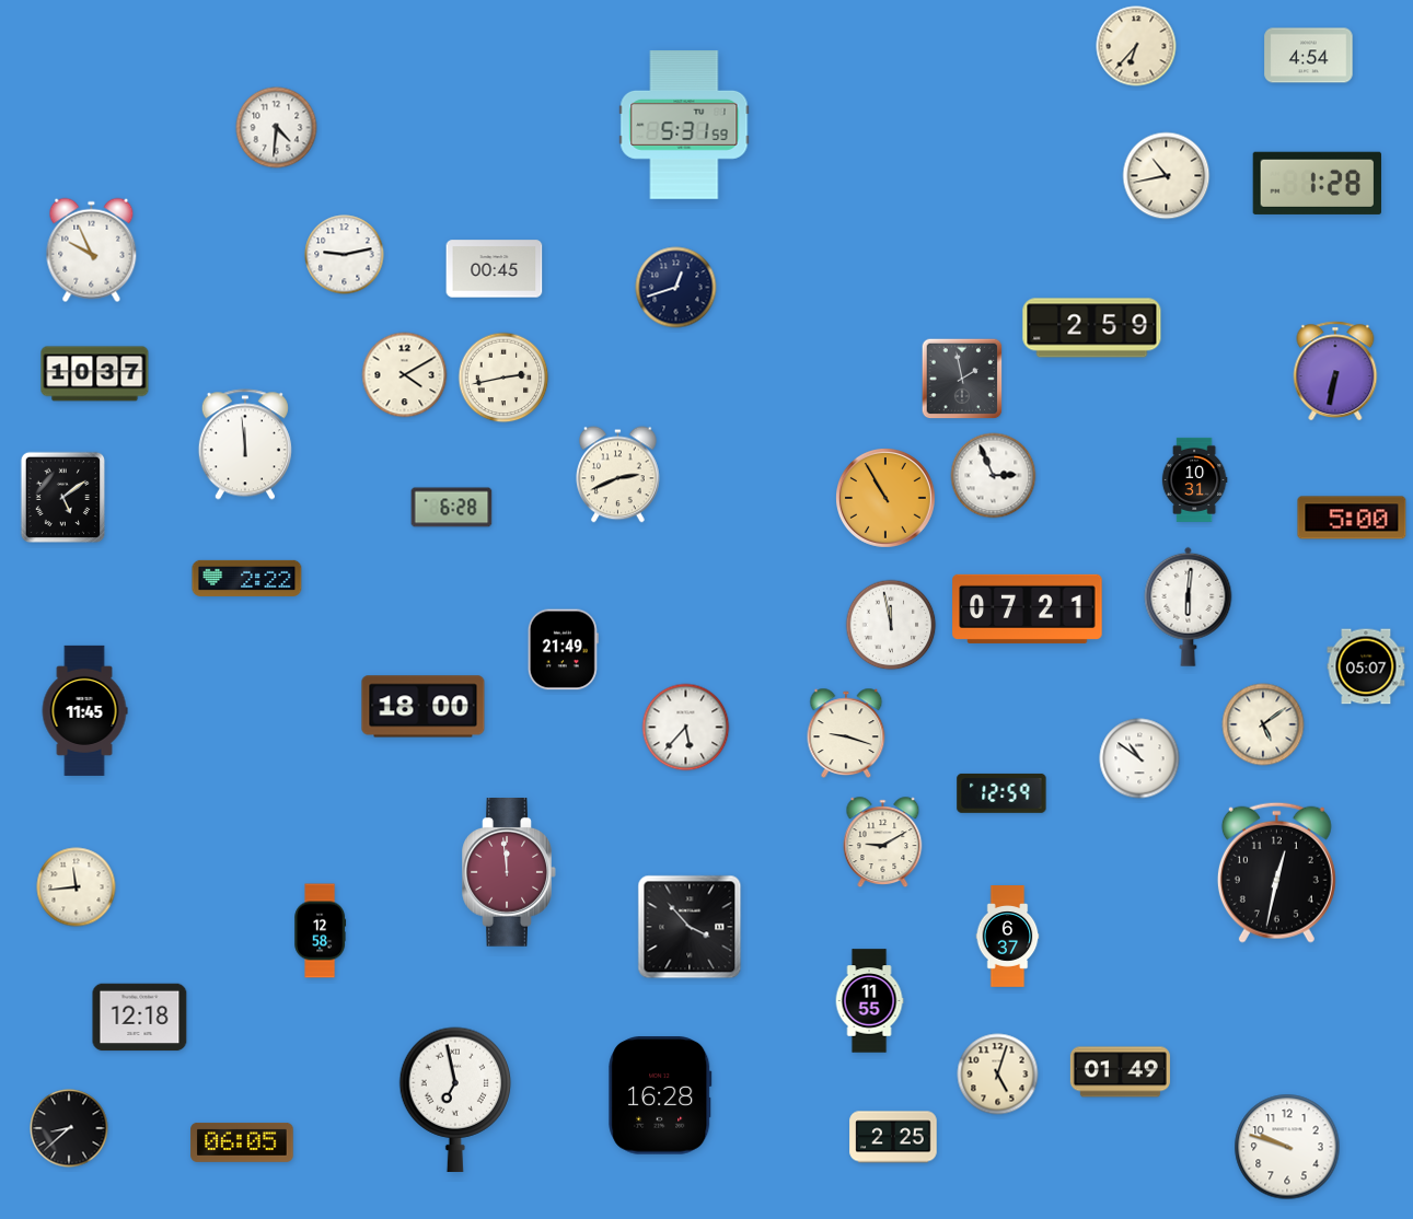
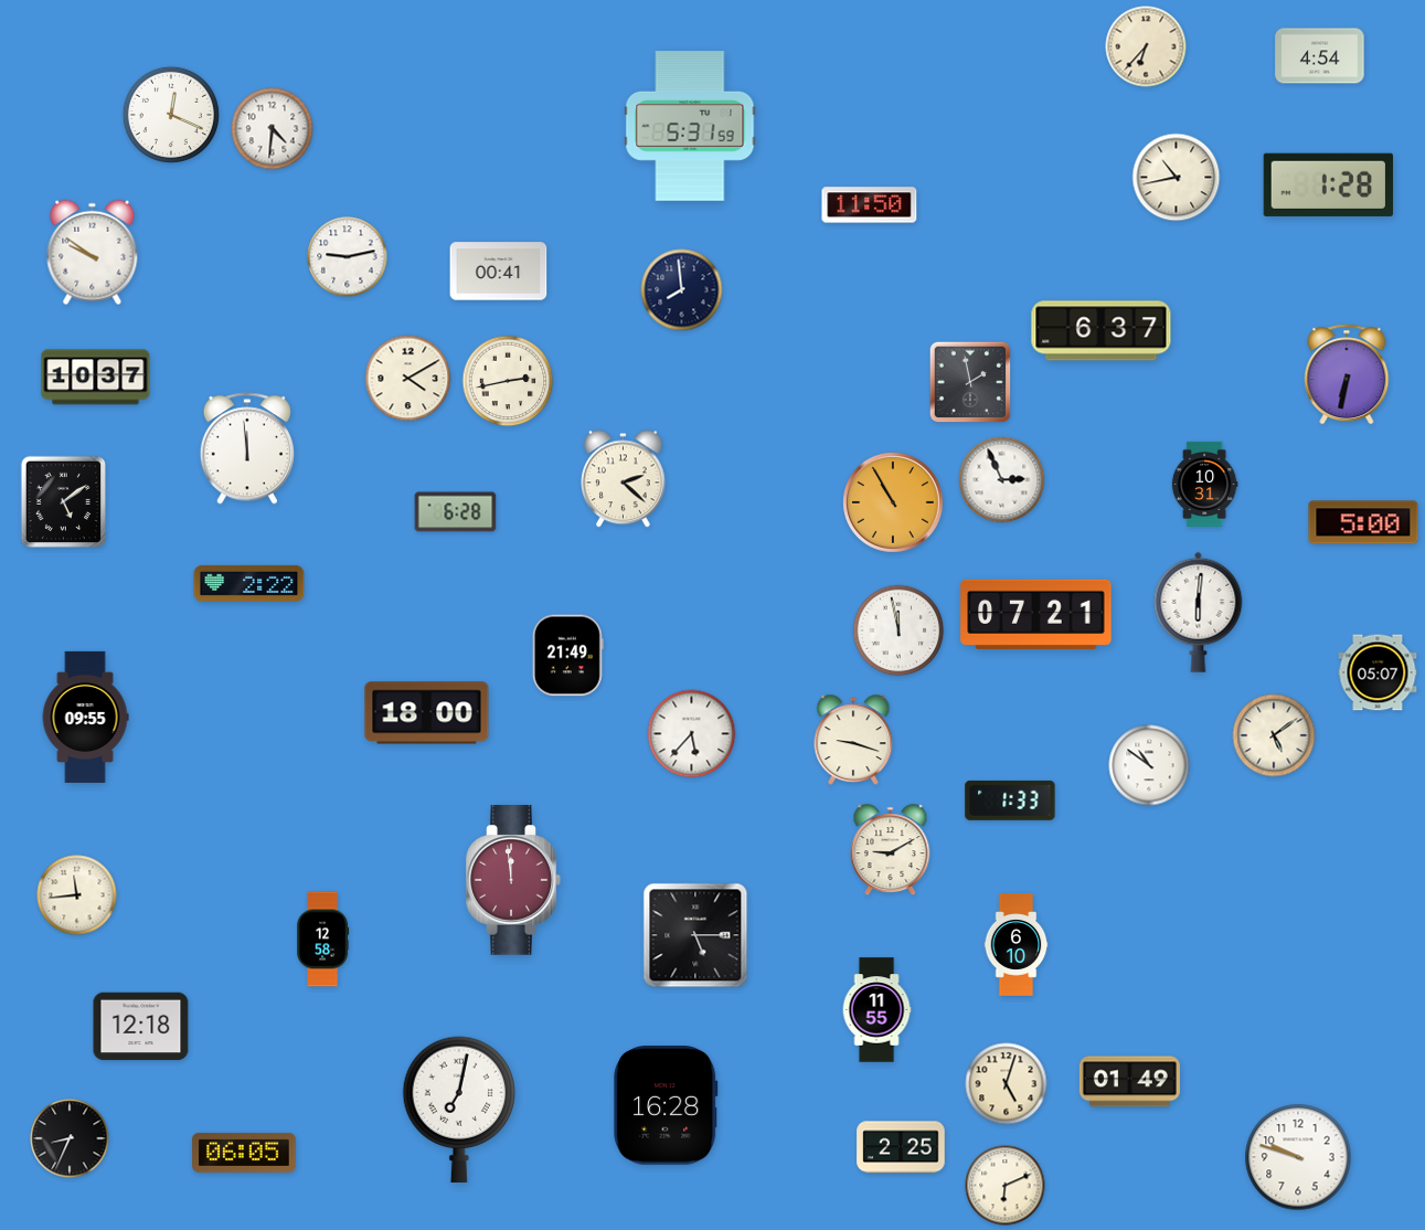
clock at (171, 115): none -> 12:19
clock at (277, 128) position: (277, 128) -> (273, 129)
clock at (870, 205): none -> 11:50
clock at (92, 251): 9:56 -> 9:51
clock at (495, 269): 00:45 -> 00:41
clock at (676, 288): 12:42 -> 7:59
clock at (1092, 328): 2:59 -> 6:37
clock at (618, 475): 2:41 -> 2:22
clock at (84, 710): 11:45 -> 09:55
clock at (1263, 724) position: (1263, 724) -> (1274, 735)
clock at (1001, 793): 12:59 -> 1:33
clock at (1276, 872): 12:32 -> none
clock at (690, 927): 3:53 -> 5:15
clock at (1008, 937): 6:37 -> 6:10
clock at (455, 1100): 6:58 -> 7:02
clock at (69, 1128): 8:38 -> 8:34
clock at (1006, 1186): none -> 6:11
